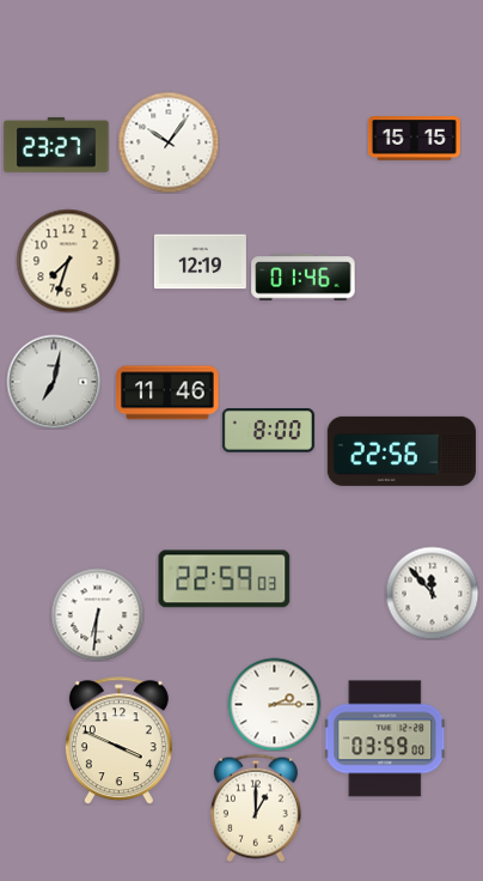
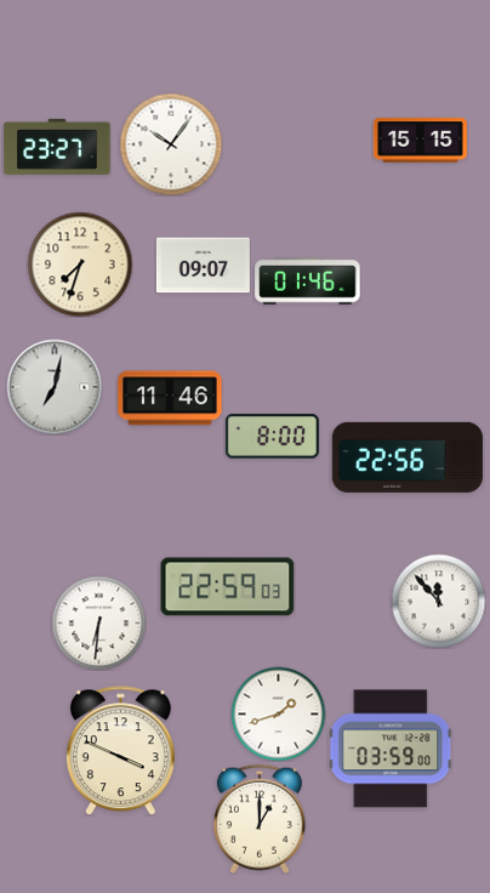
clock at (68, 261) position: (68, 261) -> (80, 265)
clock at (200, 262): 12:19 -> 09:07
clock at (274, 704): 2:15 -> 1:42
